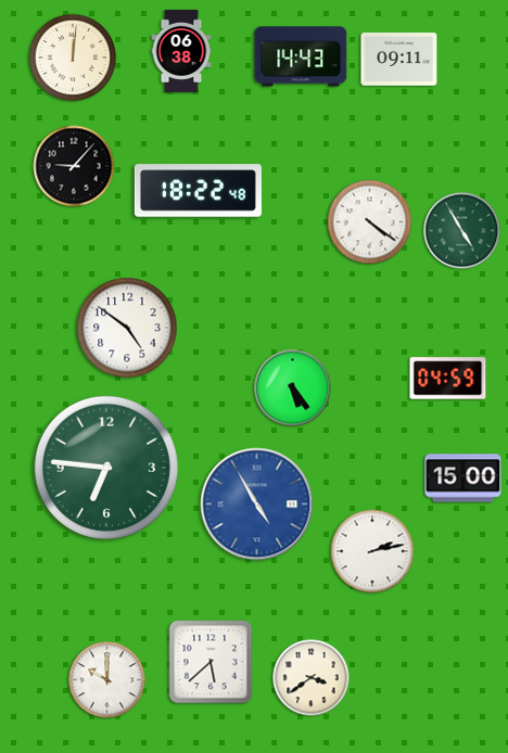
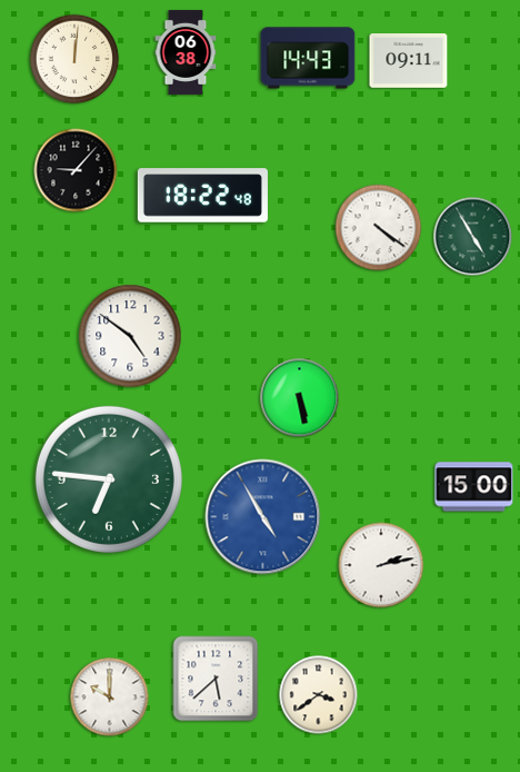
clock at (448, 379): 04:59 -> none
clock at (293, 388): 5:24 -> 5:28
clock at (463, 478) position: (463, 478) -> (474, 487)
